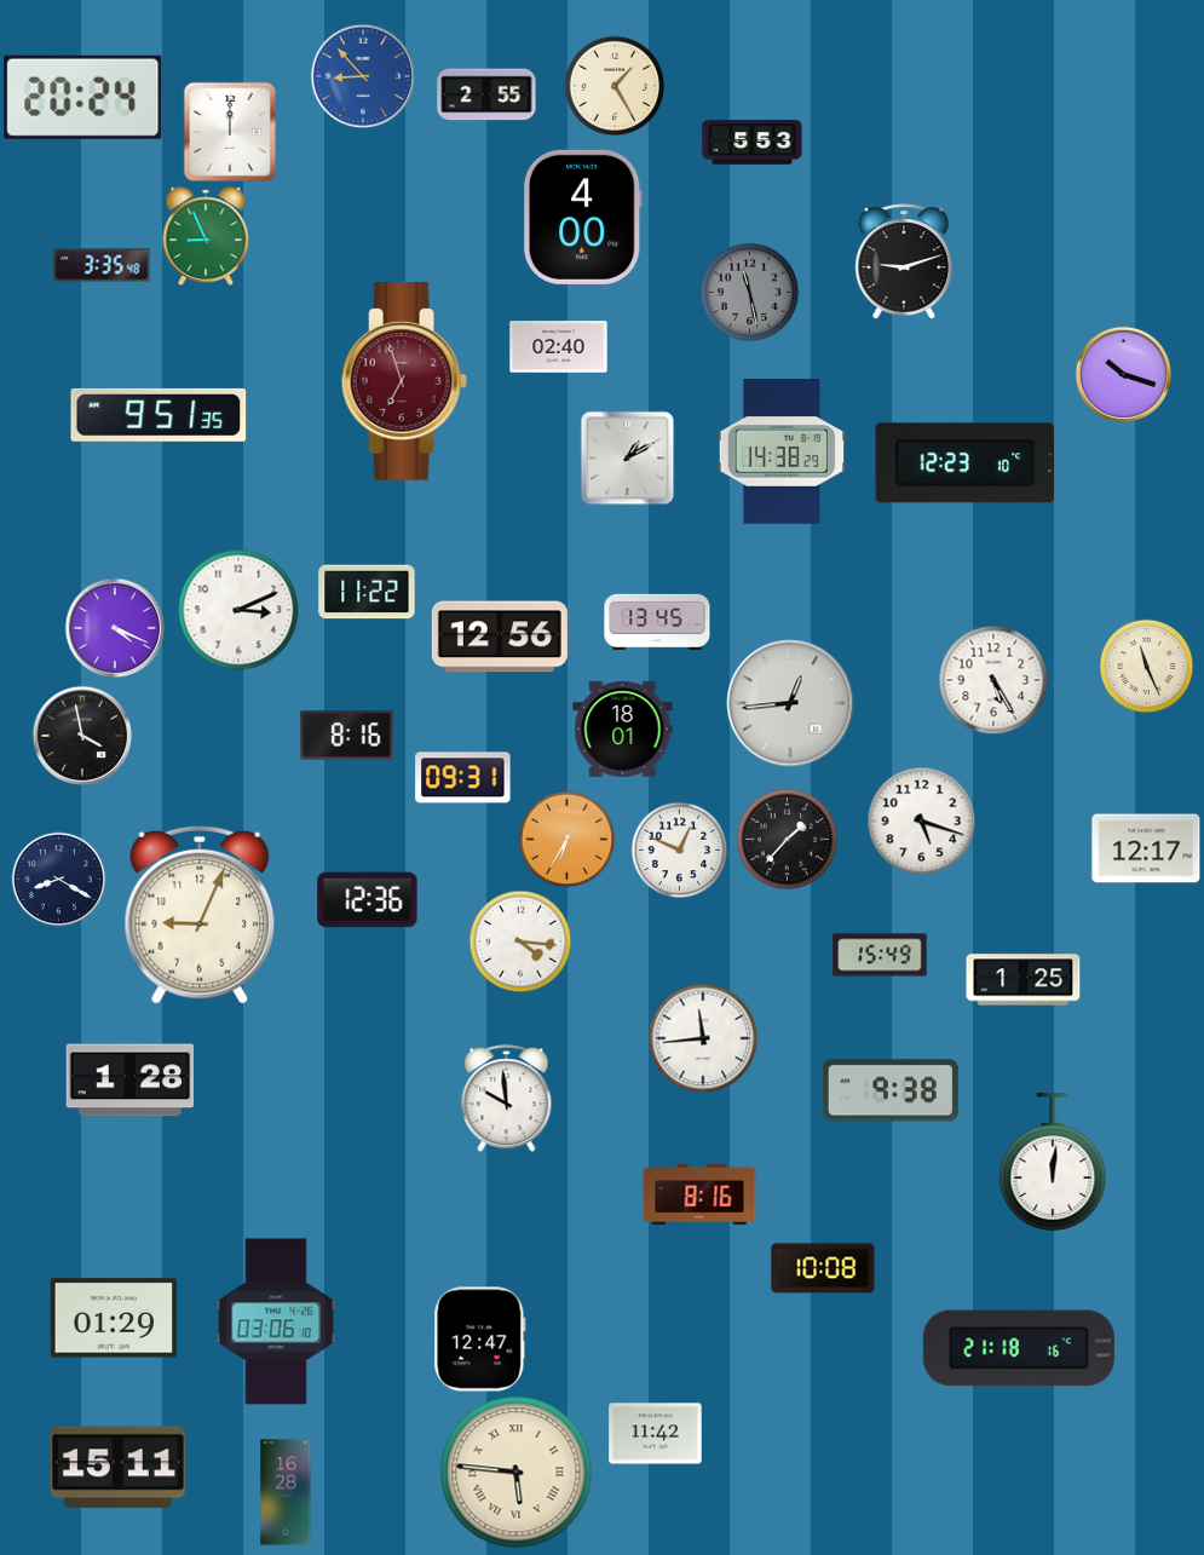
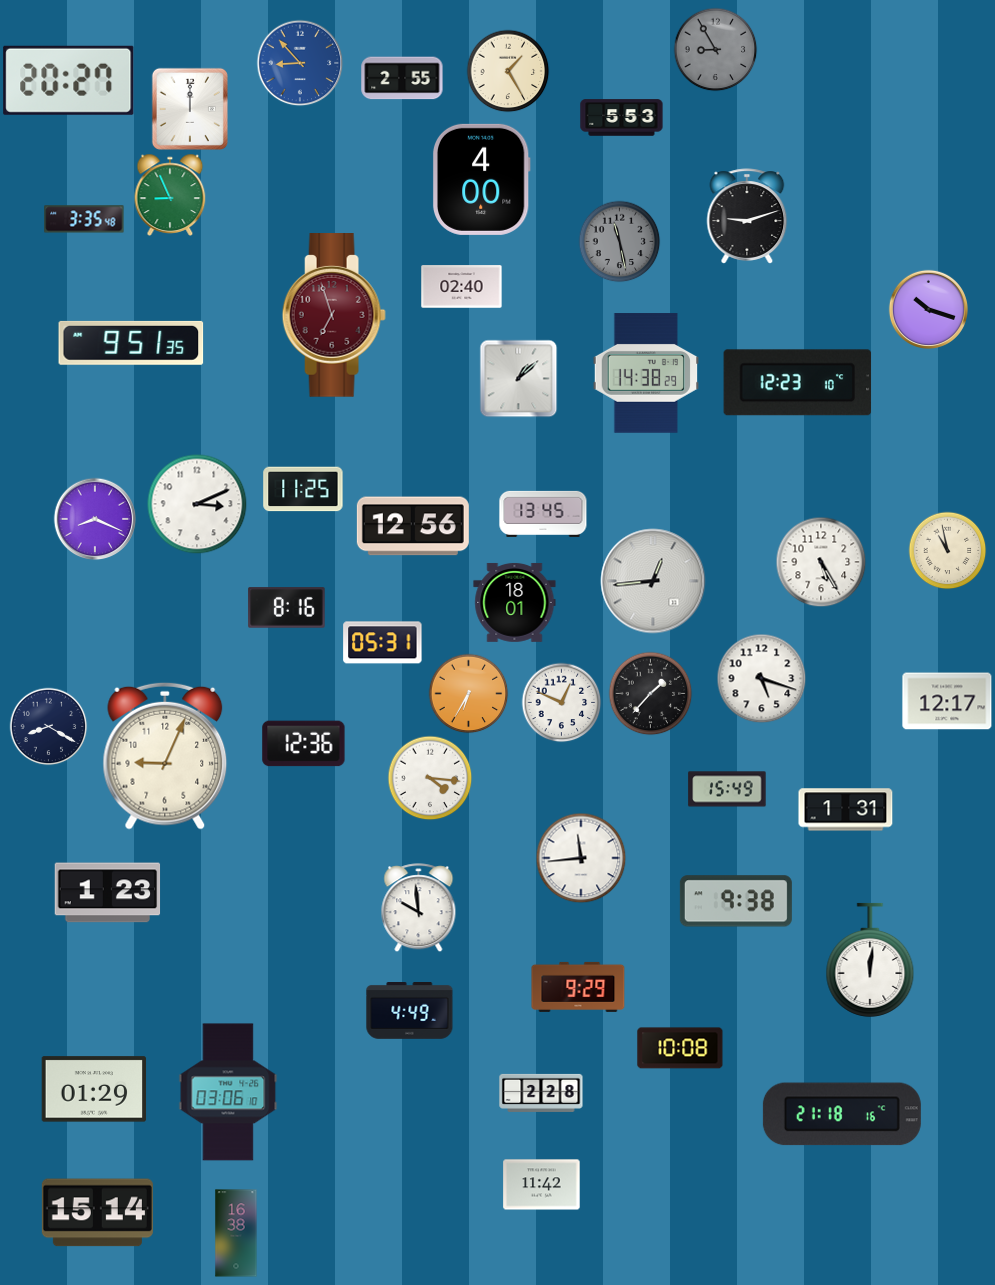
clock at (715, 49): none -> 8:55
clock at (83, 97): 20:24 -> 20:27
clock at (627, 457): 1:10 -> 1:08
clock at (367, 592): 11:22 -> 11:25
clock at (115, 628): 4:19 -> 8:19
clock at (1146, 666): 11:26 -> 10:58
clock at (82, 736): 3:58 -> none
clock at (463, 778): 09:31 -> 05:31
clock at (1024, 980): 1:25 -> 1:31
clock at (131, 1081): 1:28 -> 1:23
clock at (699, 1194): 8:16 -> 9:29
clock at (410, 1011): none -> 4:49
clock at (541, 1093): none -> 2:28
clock at (480, 1340): 12:47 -> none
clock at (117, 1468): 15:11 -> 15:14
clock at (517, 1473): 5:46 -> none
clock at (286, 1492): 16:28 -> 16:38
